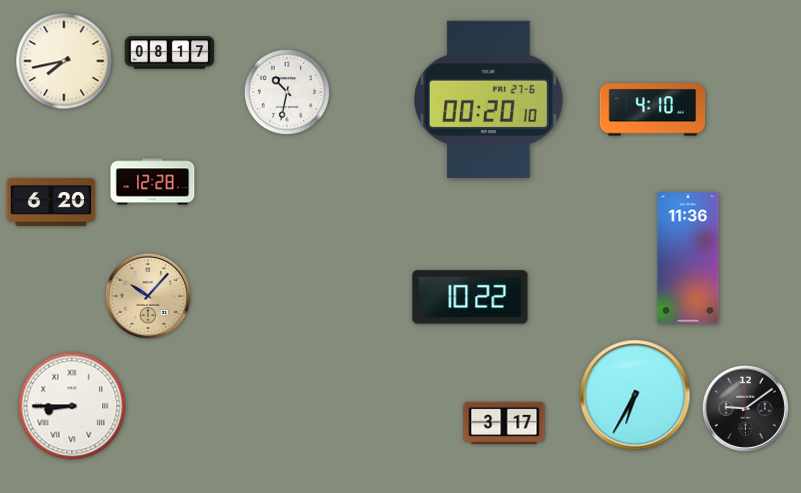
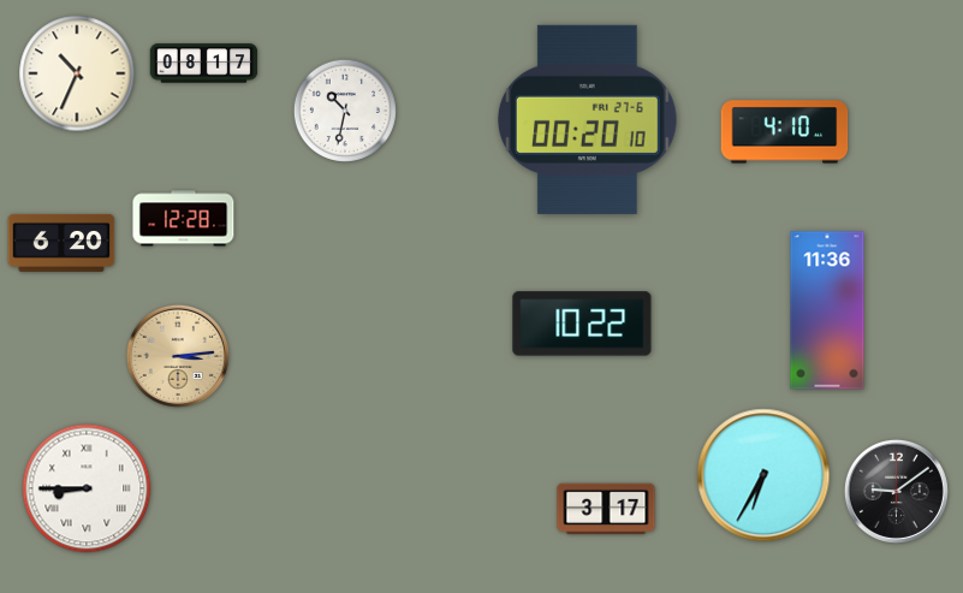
clock at (64, 61): 7:43 -> 10:34
clock at (148, 296): 10:07 -> 3:14
clock at (470, 297) position: (470, 297) -> (582, 324)
